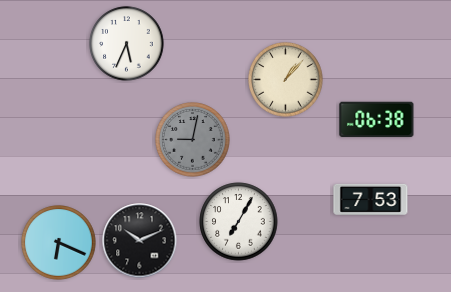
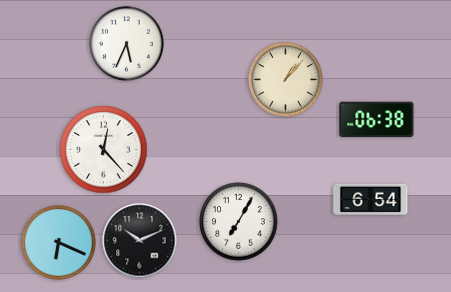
clock at (193, 140): 9:02 -> none
clock at (104, 150): none -> 12:23
clock at (371, 199): 7:53 -> 6:54
